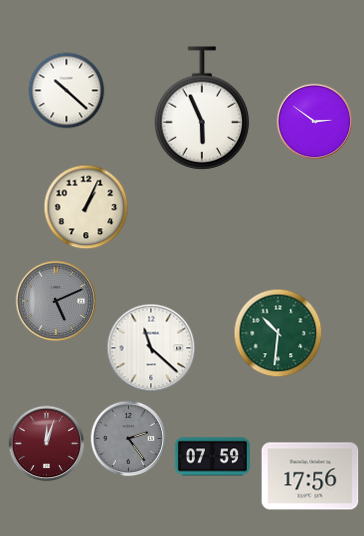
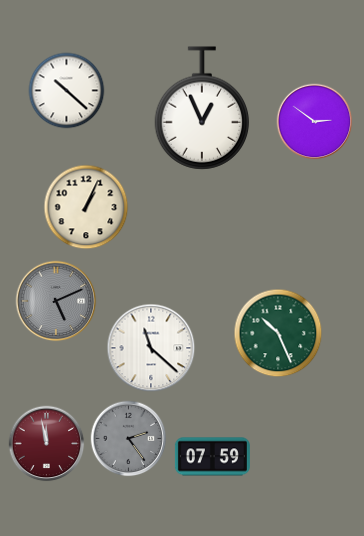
clock at (202, 108): 5:56 -> 12:56
clock at (278, 333): 10:31 -> 10:26
clock at (47, 444): 12:03 -> 11:58
clock at (310, 476): 17:56 -> none
